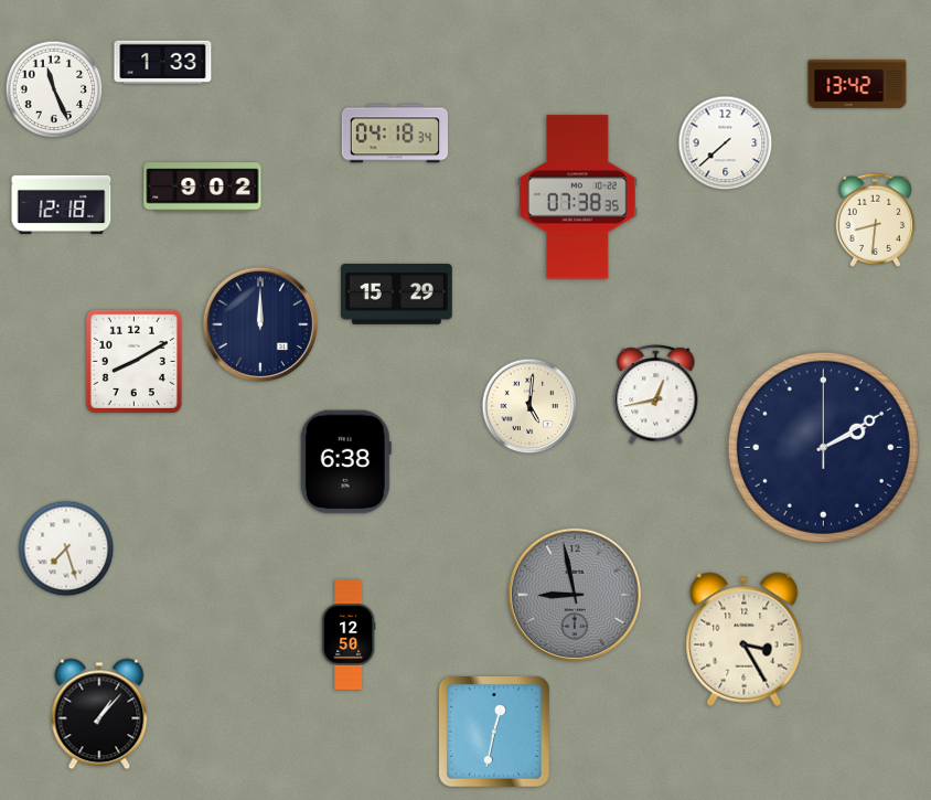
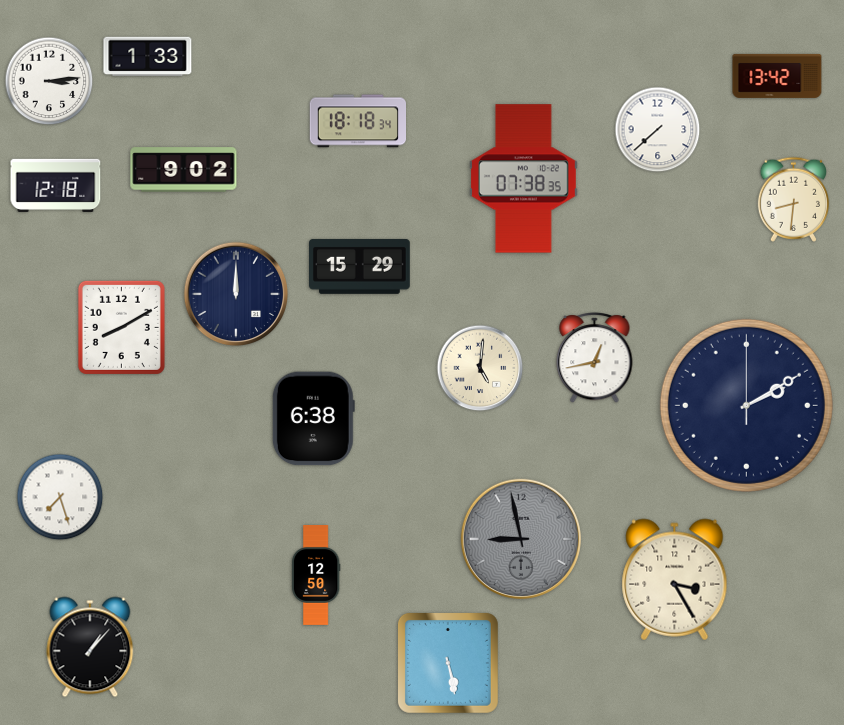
clock at (54, 89): 11:26 -> 3:14
clock at (394, 134): 04:18 -> 18:18
clock at (494, 732): 12:32 -> 5:28
